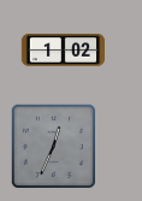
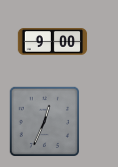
clock at (64, 51): 1:02 -> 9:00
